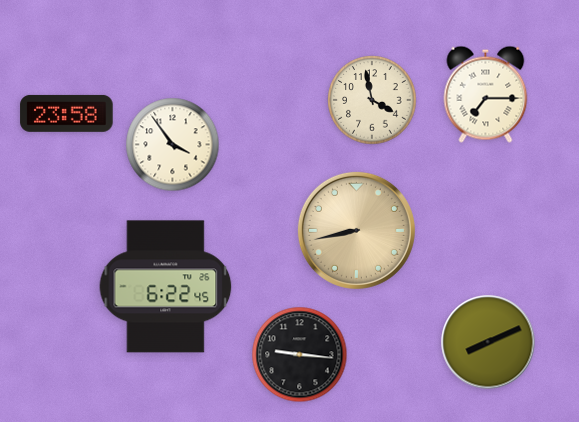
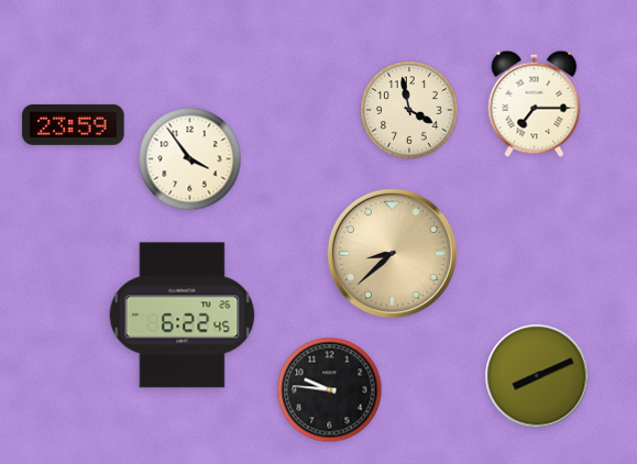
clock at (67, 113): 23:58 -> 23:59
clock at (356, 230): 8:43 -> 8:38
clock at (300, 355): 9:16 -> 9:46
